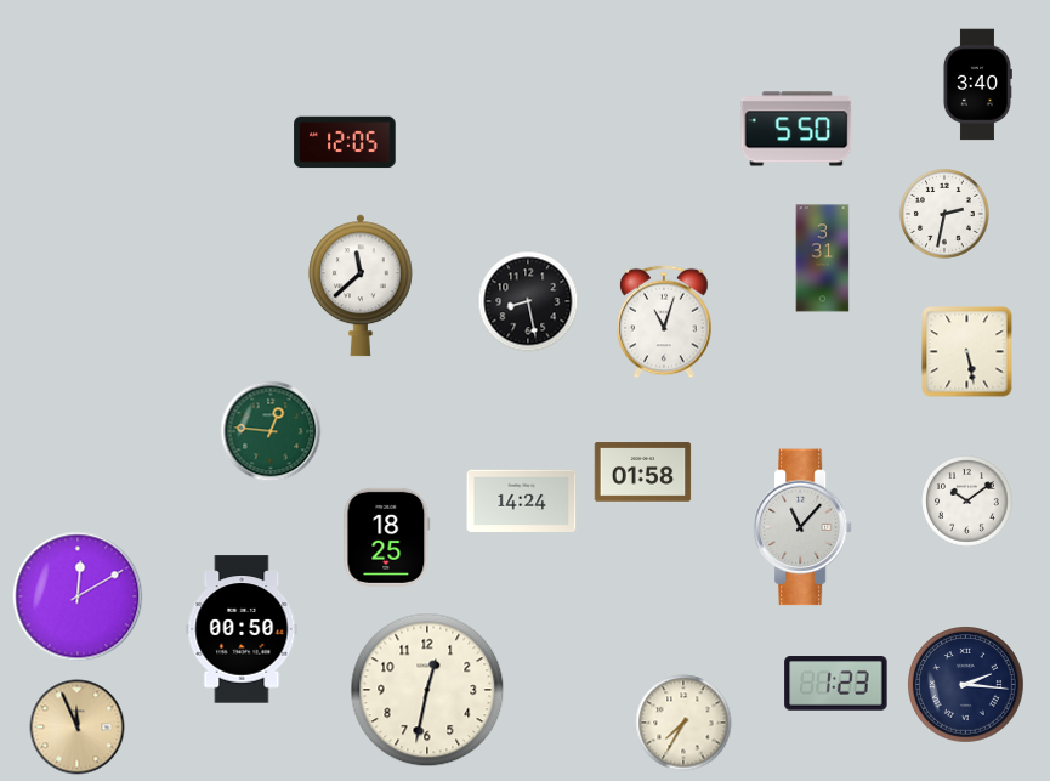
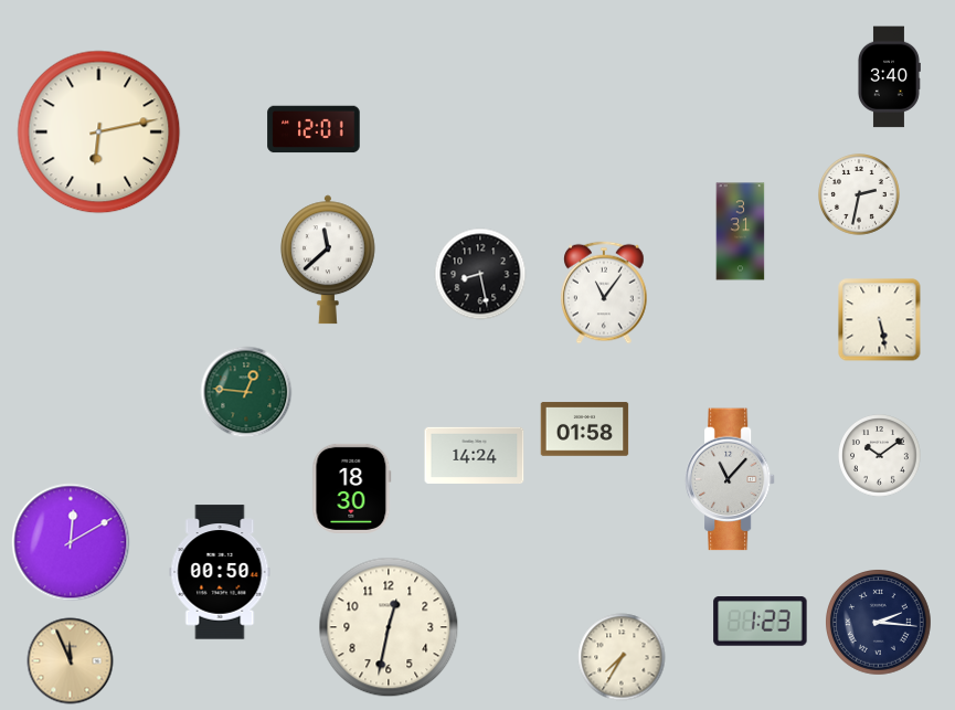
clock at (796, 129): 5:50 -> none
clock at (345, 142): 12:05 -> 12:01
clock at (99, 133): none -> 6:13
clock at (823, 259) position: (823, 259) -> (741, 232)
clock at (664, 322): 11:03 -> 11:06
clock at (387, 537): 18:25 -> 18:30
